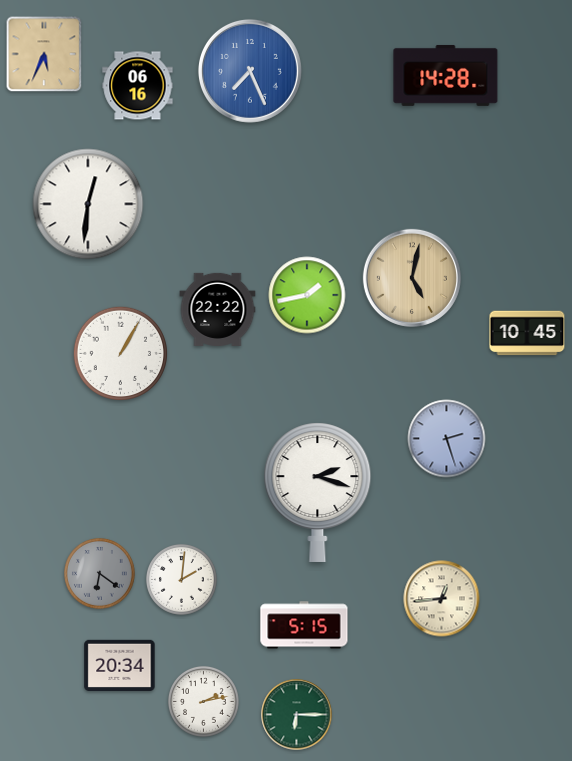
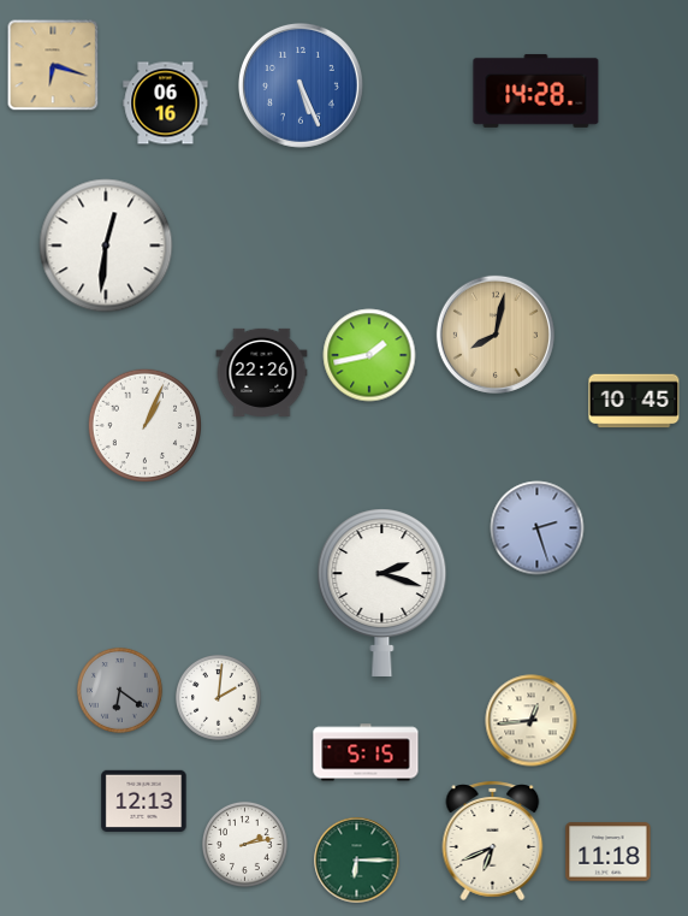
clock at (44, 54): 5:34 -> 6:18
clock at (250, 71): 7:26 -> 5:26
clock at (412, 278): 5:02 -> 8:02
clock at (218, 309): 22:22 -> 22:26
clock at (120, 353): 1:05 -> 1:04
clock at (120, 665): 20:34 -> 12:13
clock at (493, 840): none -> 6:41
clock at (609, 852): none -> 11:18
